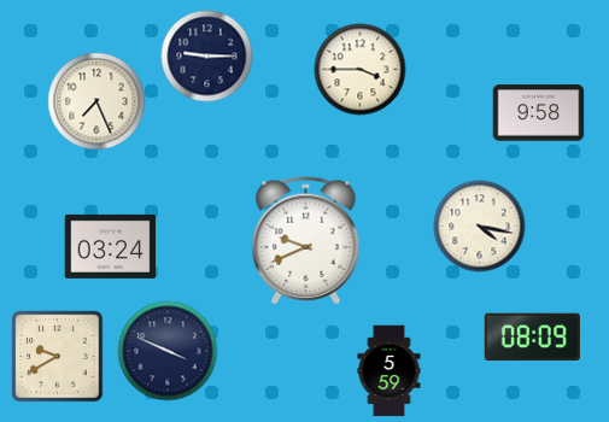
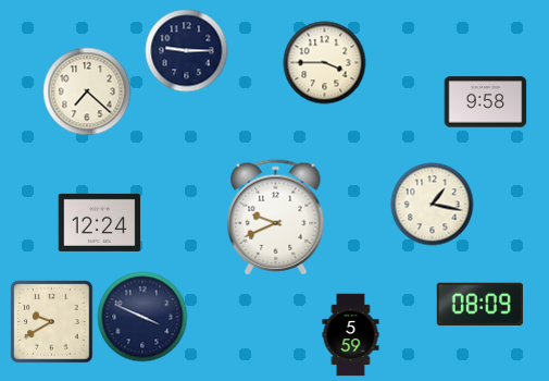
clock at (96, 101): 7:26 -> 7:22
clock at (480, 227): 4:17 -> 1:17
clock at (111, 246): 03:24 -> 12:24
clock at (168, 351) position: (168, 351) -> (142, 317)
